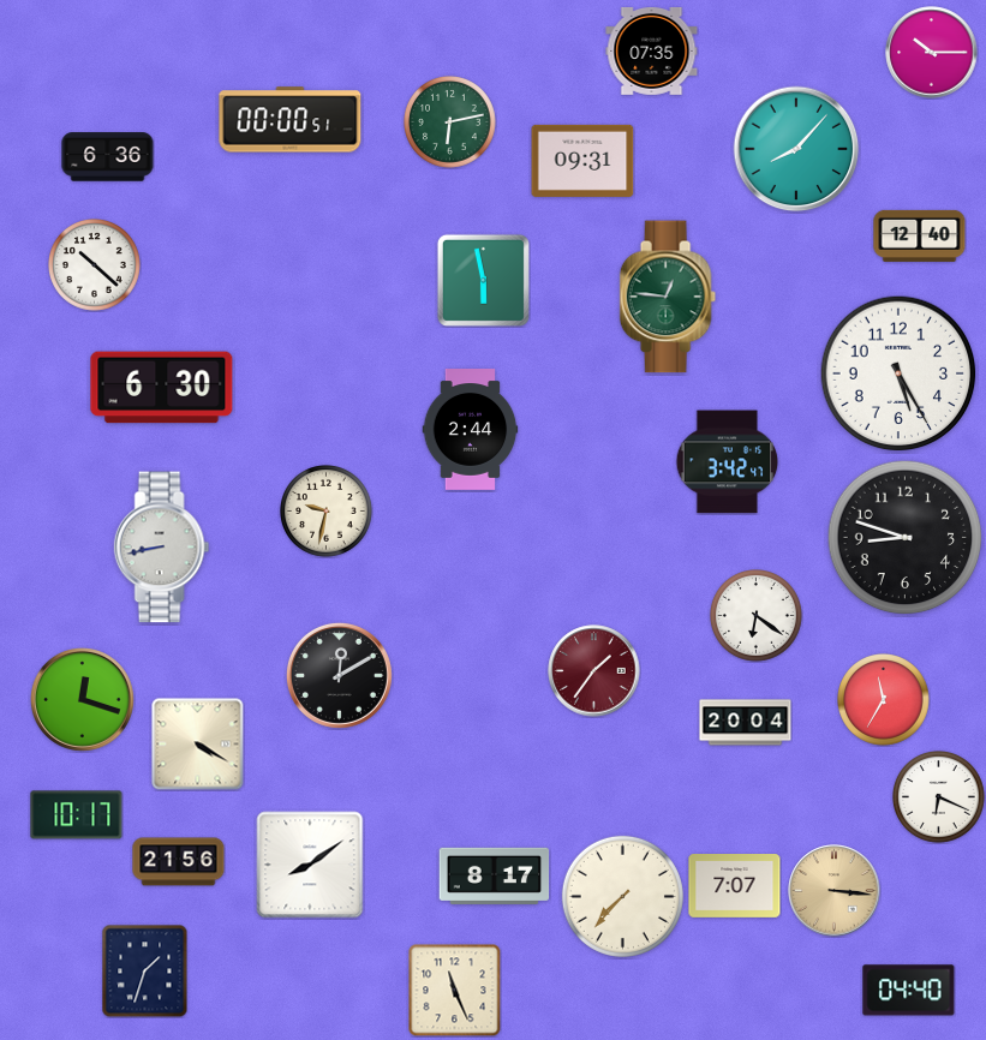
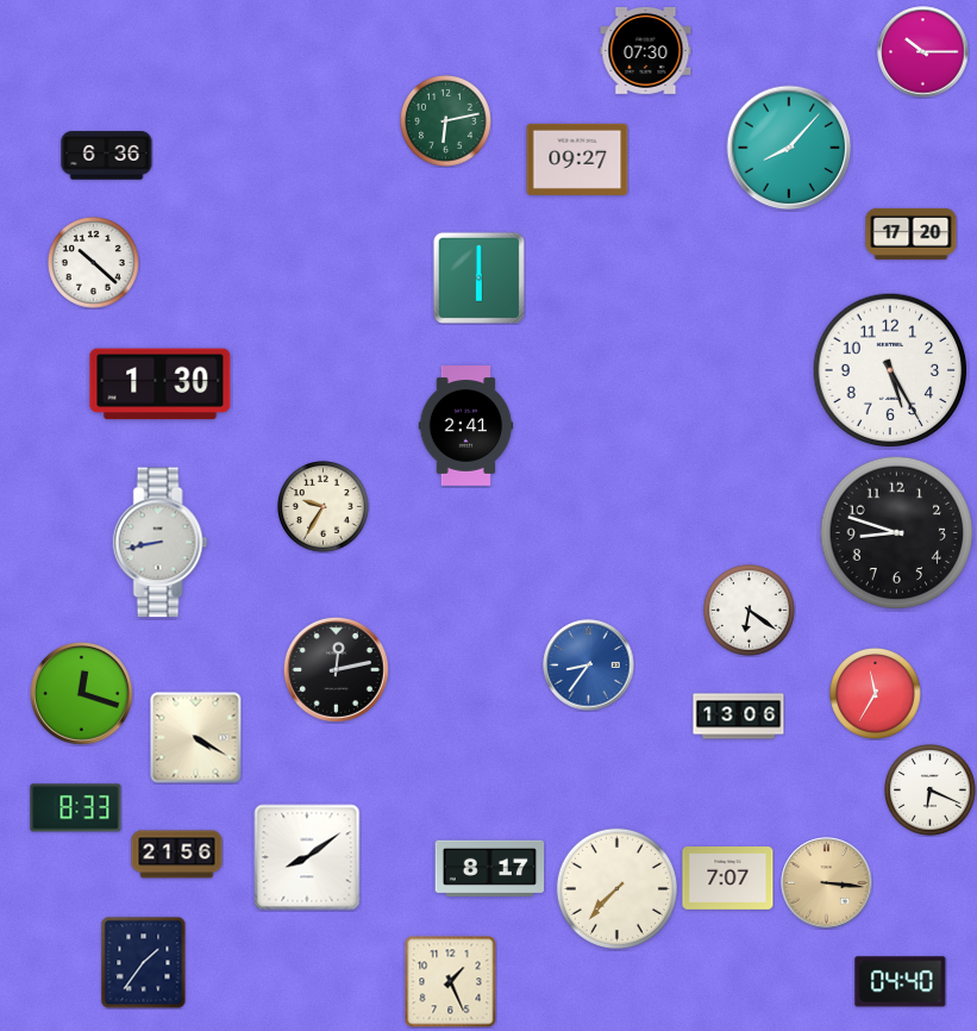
clock at (652, 50): 07:35 -> 07:30
clock at (291, 120): 00:00 -> none
clock at (582, 161): 09:31 -> 09:27
clock at (920, 235): 12:40 -> 17:20
clock at (483, 280): 5:58 -> 6:00
clock at (668, 297): 12:46 -> none
clock at (162, 388): 6:30 -> 1:30
clock at (471, 430): 2:44 -> 2:41
clock at (728, 462): 3:42 -> none
clock at (327, 512): 9:32 -> 9:35
clock at (594, 671): 1:36 -> 8:36
clock at (594, 671) dial: burgundy -> blue
clock at (339, 675): 12:10 -> 12:13
clock at (746, 723): 20:04 -> 13:06
clock at (77, 815): 10:17 -> 8:33
clock at (145, 970): 1:33 -> 1:36
clock at (454, 990): 11:26 -> 1:26
